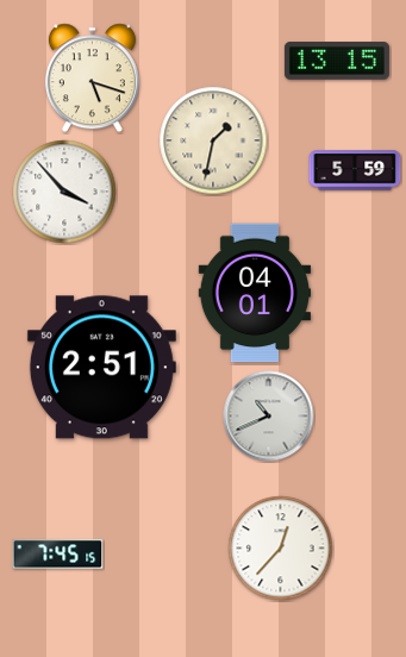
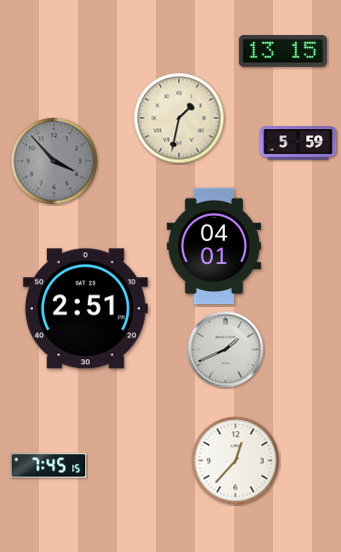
clock at (92, 79): 5:18 -> none
clock at (64, 192) dial: white -> grey
clock at (269, 417): 10:41 -> 1:41
